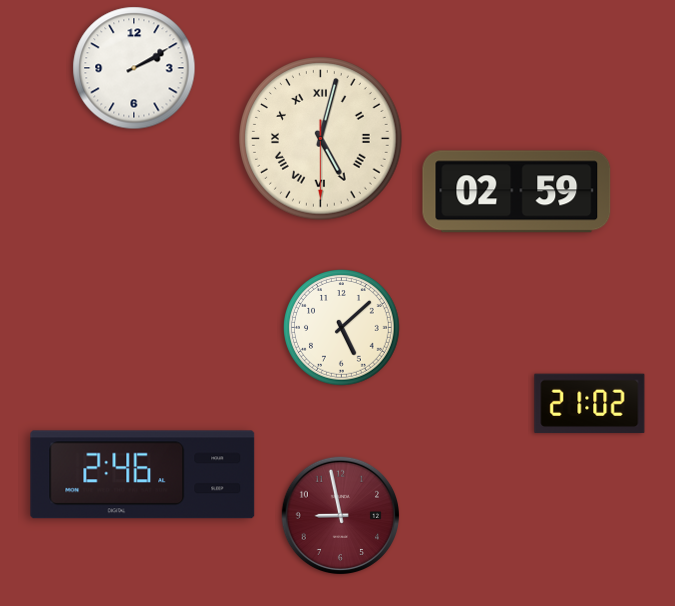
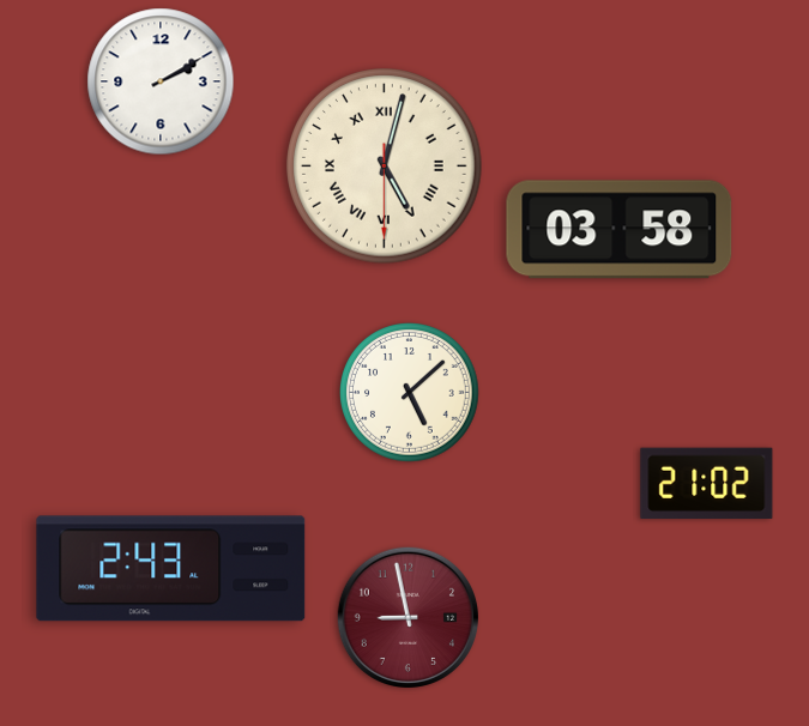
clock at (517, 192): 02:59 -> 03:58
clock at (143, 475): 2:46 -> 2:43
